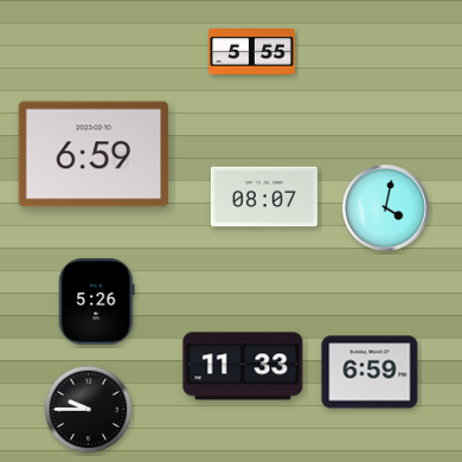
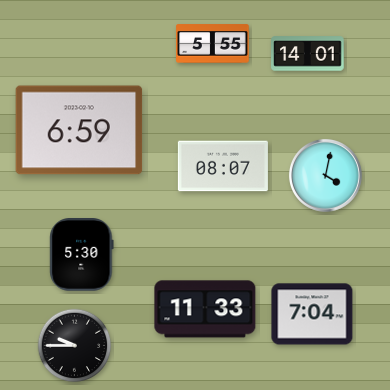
clock at (308, 54): none -> 14:01
clock at (97, 302): 5:26 -> 5:30
clock at (370, 372): 6:59 -> 7:04
